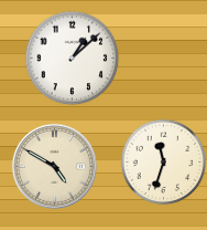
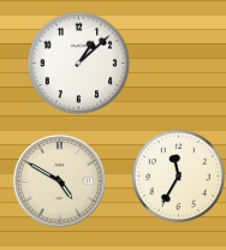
clock at (163, 161): 11:33 -> 11:35
